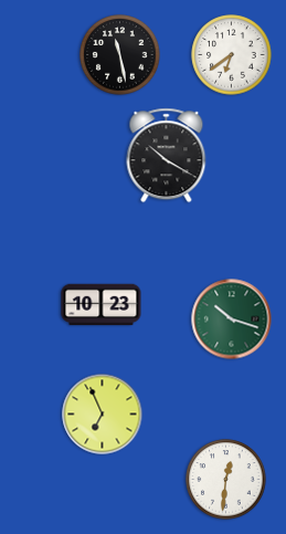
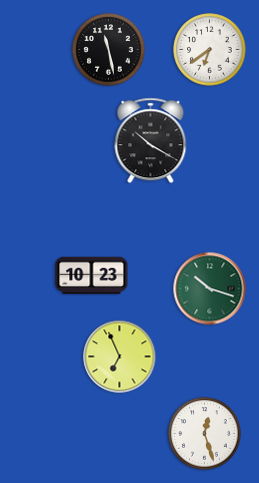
clock at (103, 415) position: (103, 415) -> (120, 357)
clock at (226, 480): 12:31 -> 12:27
